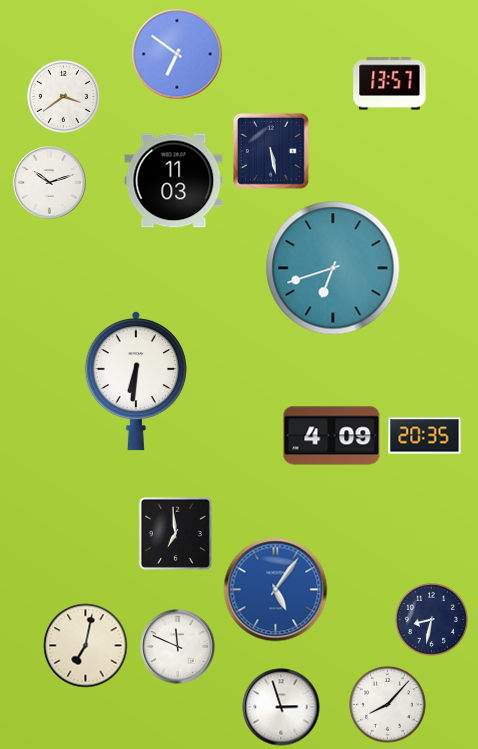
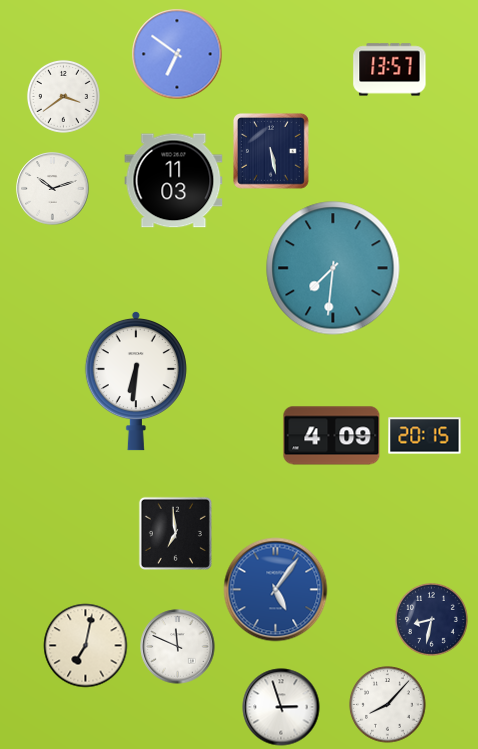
clock at (390, 84) position: (390, 84) -> (390, 70)
clock at (50, 183) position: (50, 183) -> (53, 189)
clock at (333, 268): 6:42 -> 7:31
clock at (425, 436): 20:35 -> 20:15
